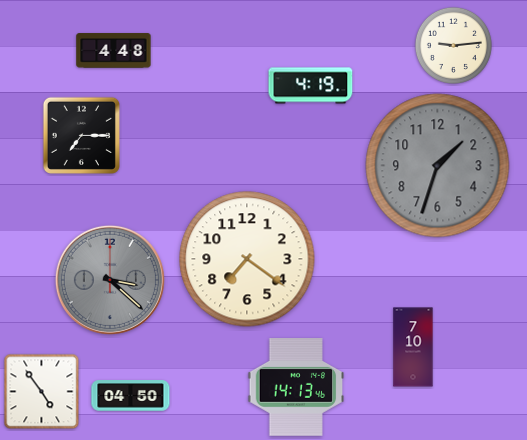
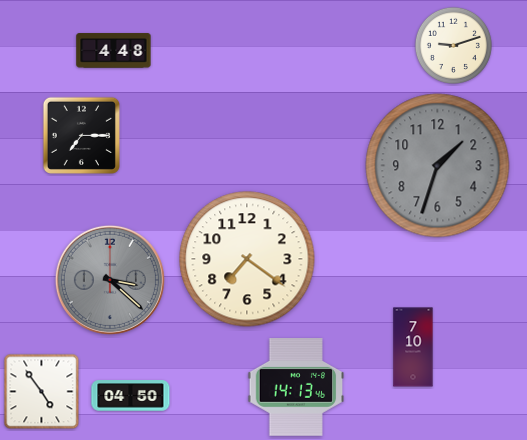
clock at (453, 45): 9:14 -> 9:12
clock at (311, 86): 4:19 -> none
